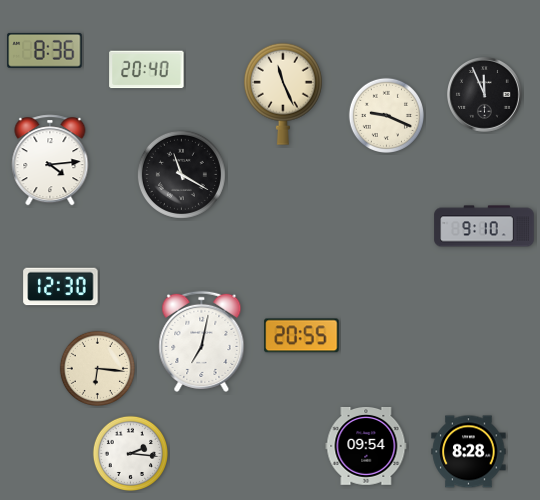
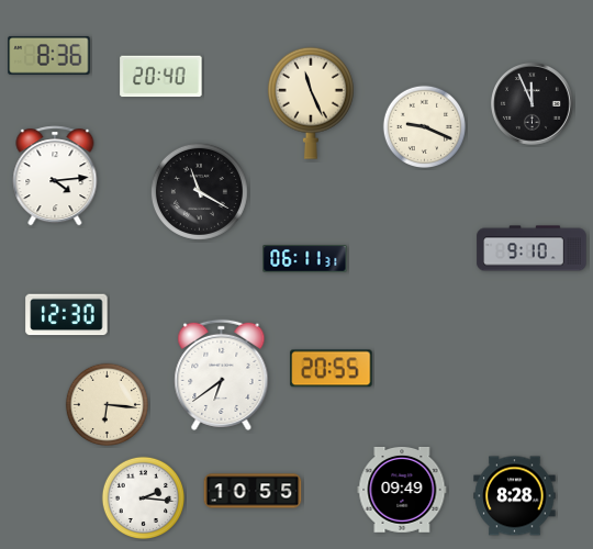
clock at (305, 259): none -> 06:11
clock at (202, 341): 7:02 -> 6:39
clock at (366, 446): 09:54 -> 09:49
clock at (253, 491): none -> 10:55
